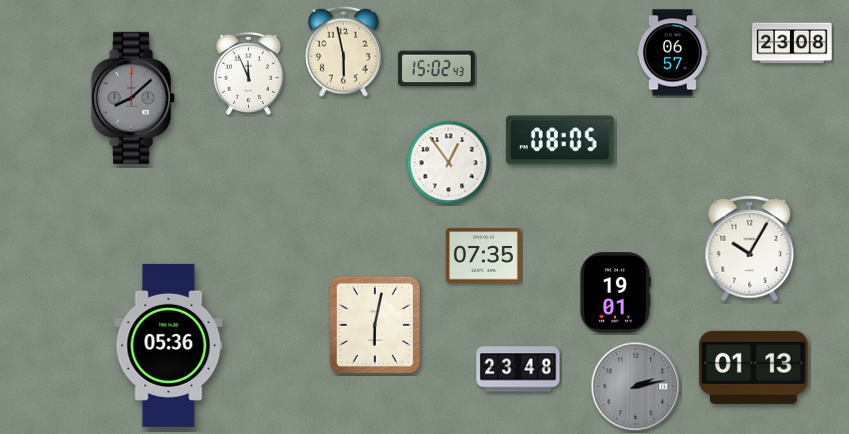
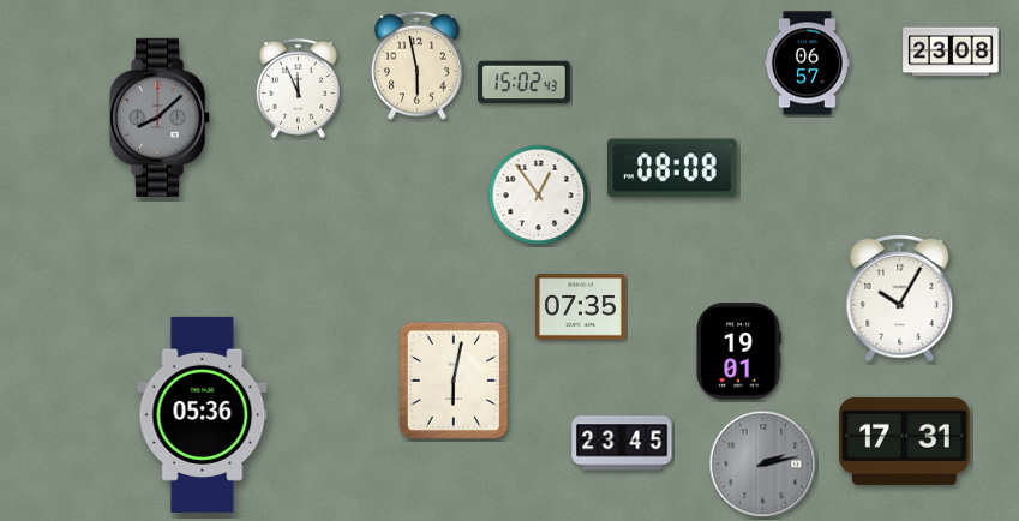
clock at (344, 51) position: (344, 51) -> (418, 65)
clock at (560, 140): 08:05 -> 08:08
clock at (375, 325) position: (375, 325) -> (454, 381)
clock at (754, 367): 01:13 -> 17:31
clock at (518, 369): 23:48 -> 23:45
